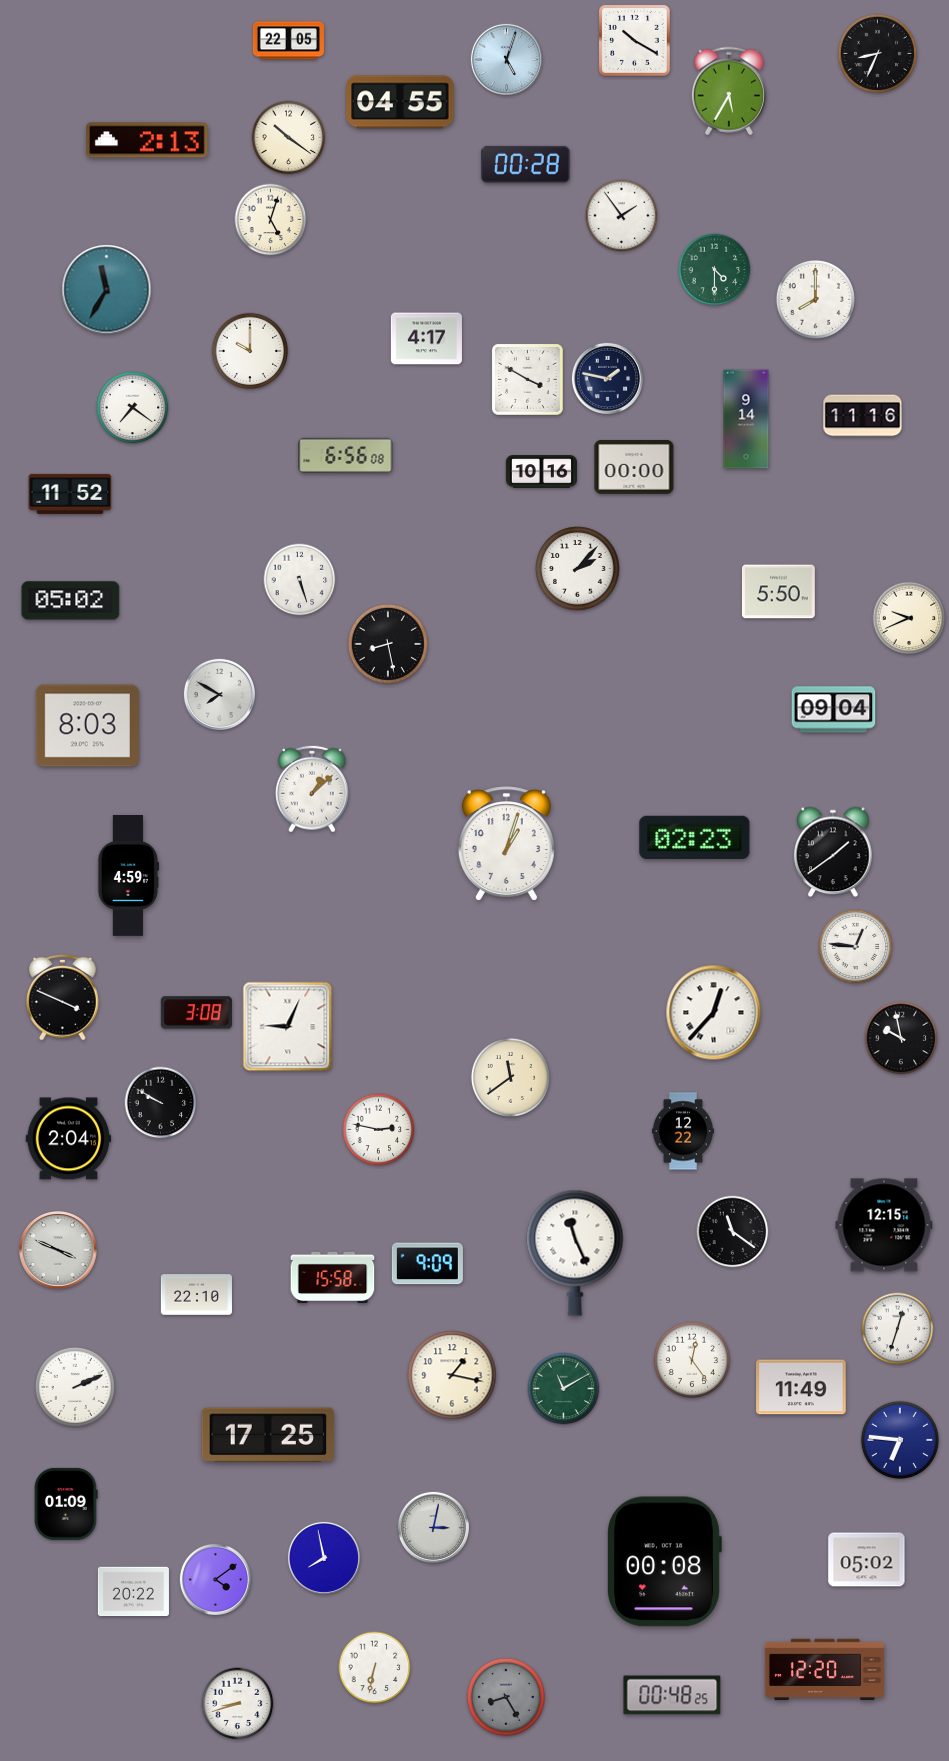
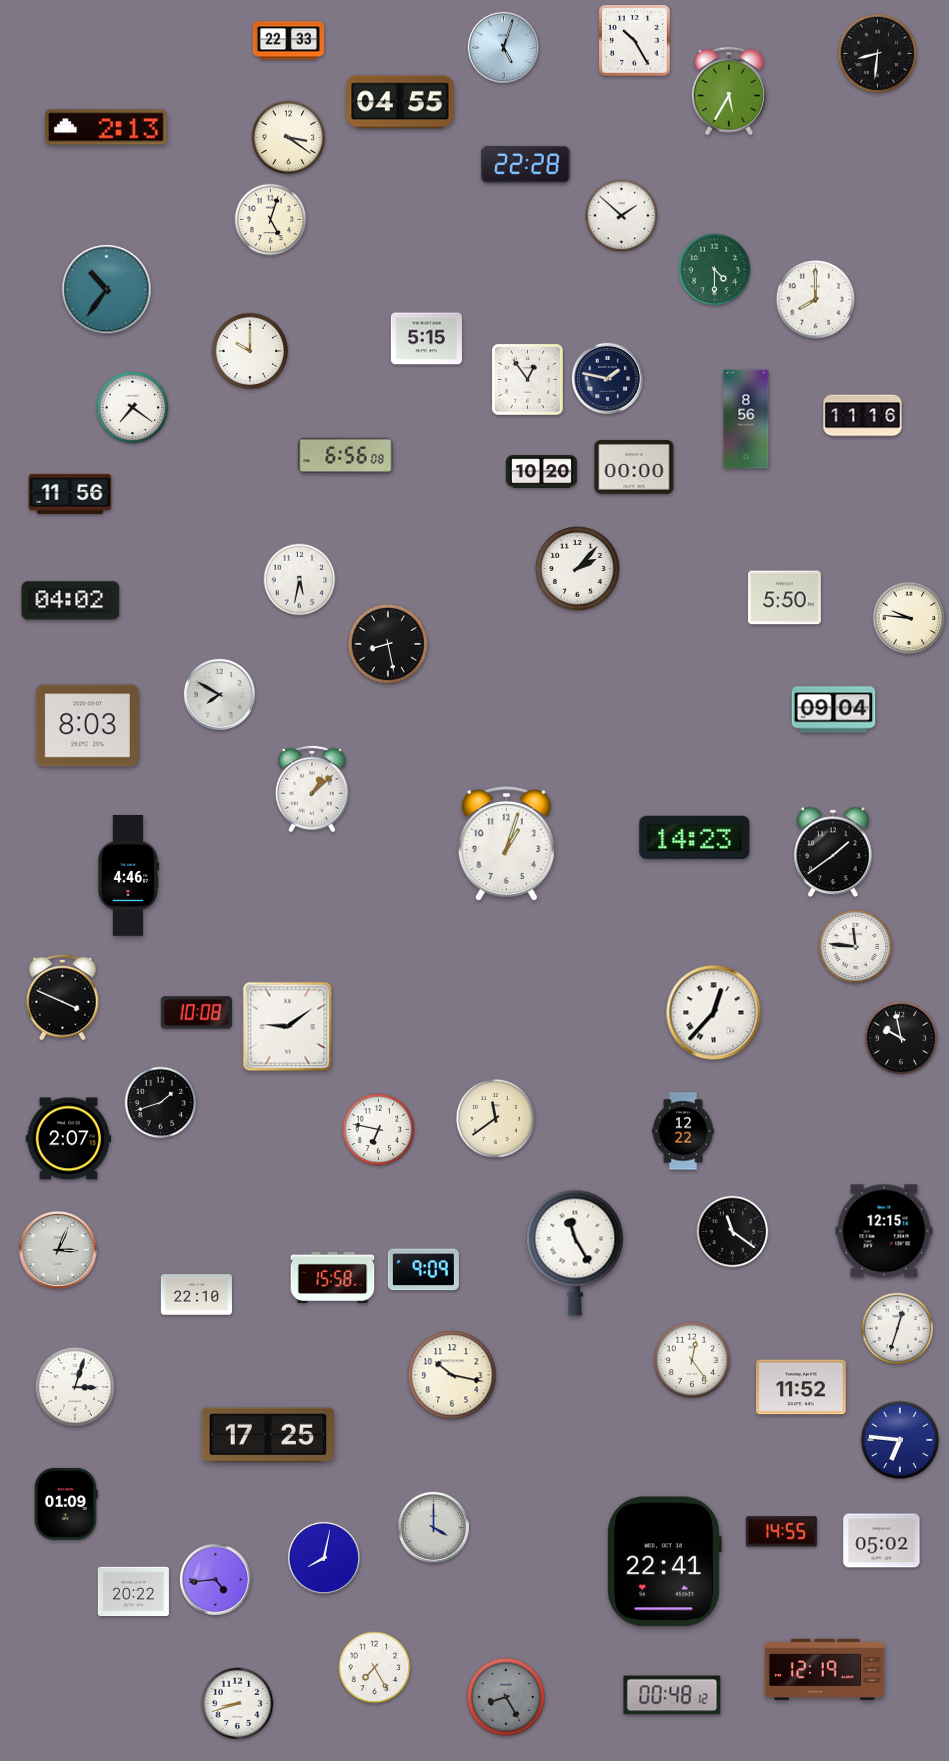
clock at (288, 41): 22:05 -> 22:33
clock at (635, 41): 10:20 -> 10:25
clock at (877, 53): 8:34 -> 8:31
clock at (506, 59) position: (506, 59) -> (503, 47)
clock at (289, 138): 10:21 -> 3:21
clock at (147, 140) position: (147, 140) -> (106, 127)
clock at (525, 164): 00:28 -> 22:28
clock at (622, 216): 1:54 -> 1:52
clock at (107, 290): 11:35 -> 10:36
clock at (426, 339): 4:17 -> 5:15
clock at (528, 380): 3:50 -> 12:54
clock at (746, 419): 9:14 -> 8:56
clock at (541, 472): 10:16 -> 10:20
clock at (70, 494): 11:52 -> 11:56
clock at (300, 580): 5:27 -> 5:32
clock at (778, 592) position: (778, 592) -> (784, 598)
clock at (71, 601): 05:02 -> 04:02
clock at (909, 618): 9:41 -> 9:46
clock at (695, 837): 02:23 -> 14:23
clock at (128, 876): 4:59 -> 4:46
clock at (856, 947): 12:46 -> 11:46
clock at (196, 1013): 3:08 -> 10:08
clock at (288, 1027): 9:04 -> 9:09
clock at (510, 1077) position: (510, 1077) -> (495, 1118)
clock at (161, 1103): 9:50 -> 1:42
clock at (379, 1130): 2:47 -> 6:47
clock at (69, 1139): 2:04 -> 2:07
clock at (884, 1225) position: (884, 1225) -> (884, 1231)
clock at (59, 1251): 3:49 -> 3:04
clock at (575, 1253): 11:26 -> 11:25
clock at (427, 1264) position: (427, 1264) -> (423, 1270)
clock at (452, 1375): 1:17 -> 10:17
clock at (75, 1387): 2:11 -> 3:03
clock at (801, 1387): 11:49 -> 11:52
clock at (564, 1389): 11:10 -> none
clock at (433, 1527): 3:02 -> 4:00
clock at (781, 1532): none -> 14:55
clock at (324, 1558): 7:58 -> 8:02
clock at (867, 1560) position: (867, 1560) -> (882, 1541)
clock at (665, 1562): 00:08 -> 22:41
clock at (215, 1579): 4:09 -> 4:44
clock at (375, 1668): 6:32 -> 7:25
clock at (824, 1670): 12:20 -> 12:19
clock at (672, 1695): 00:48:25 -> 00:48:12
